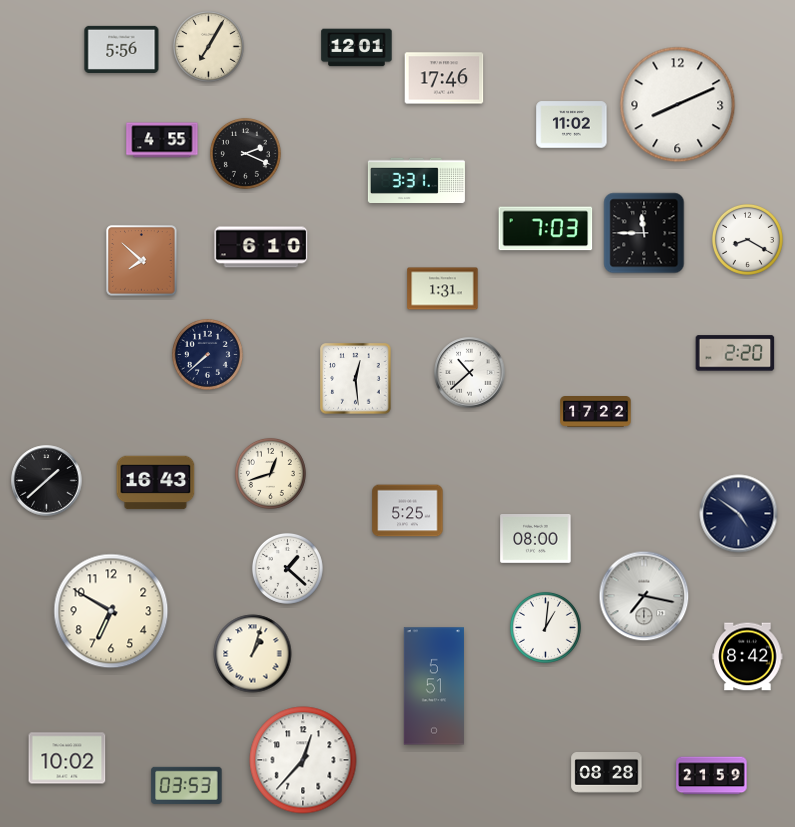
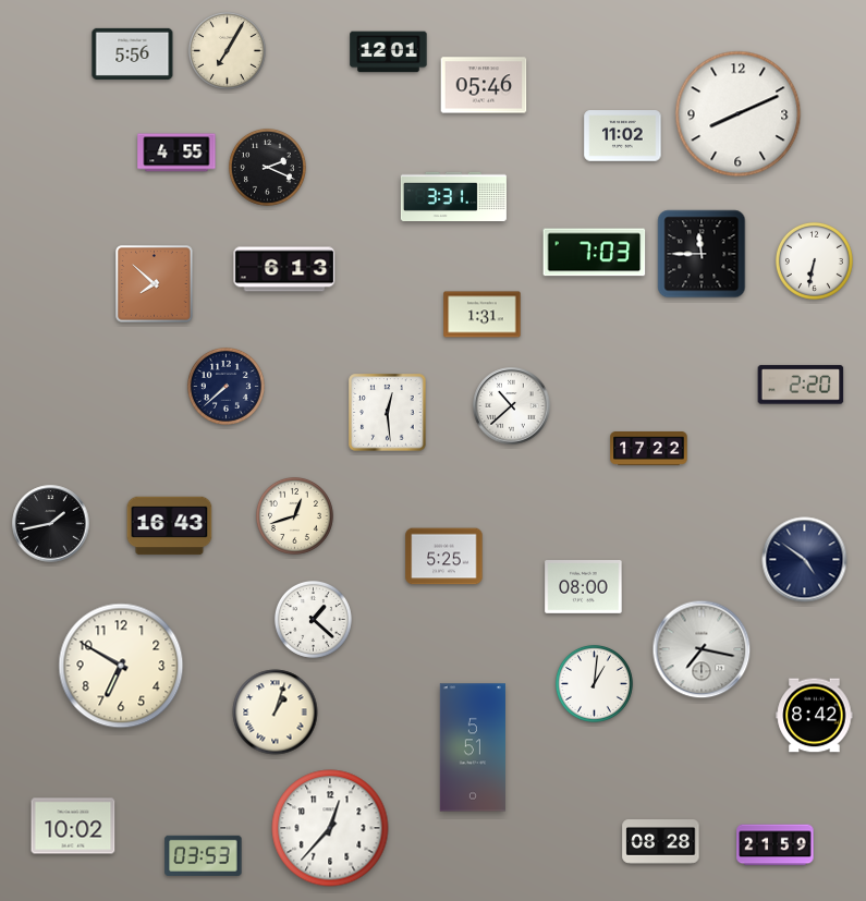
clock at (444, 78): 17:46 -> 05:46
clock at (546, 229) position: (546, 229) -> (595, 253)
clock at (747, 239): 8:20 -> 6:32
clock at (261, 247): 6:10 -> 6:13
clock at (47, 481): 1:38 -> 1:43
